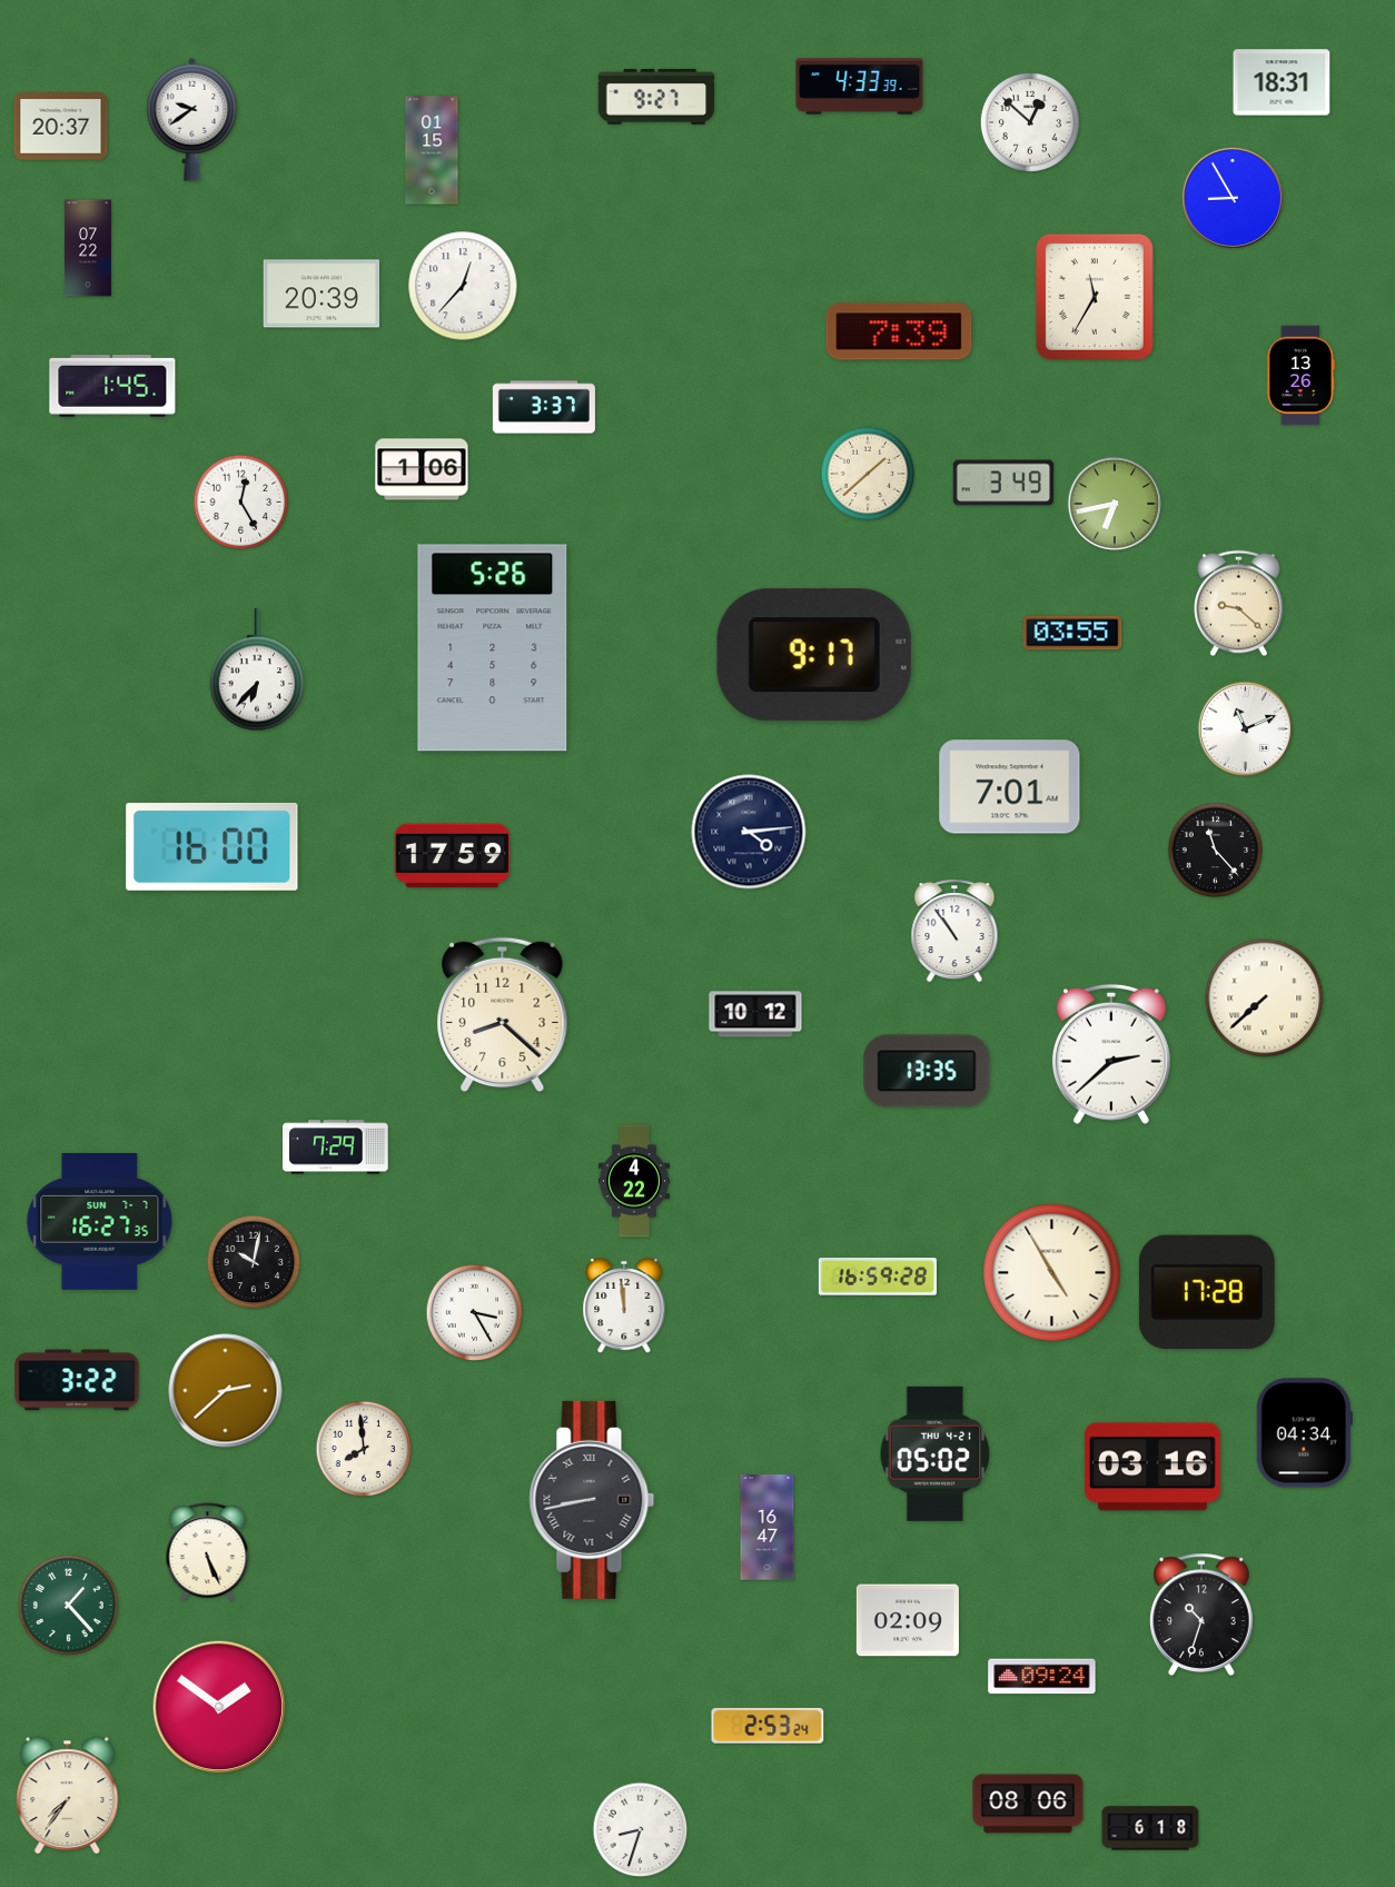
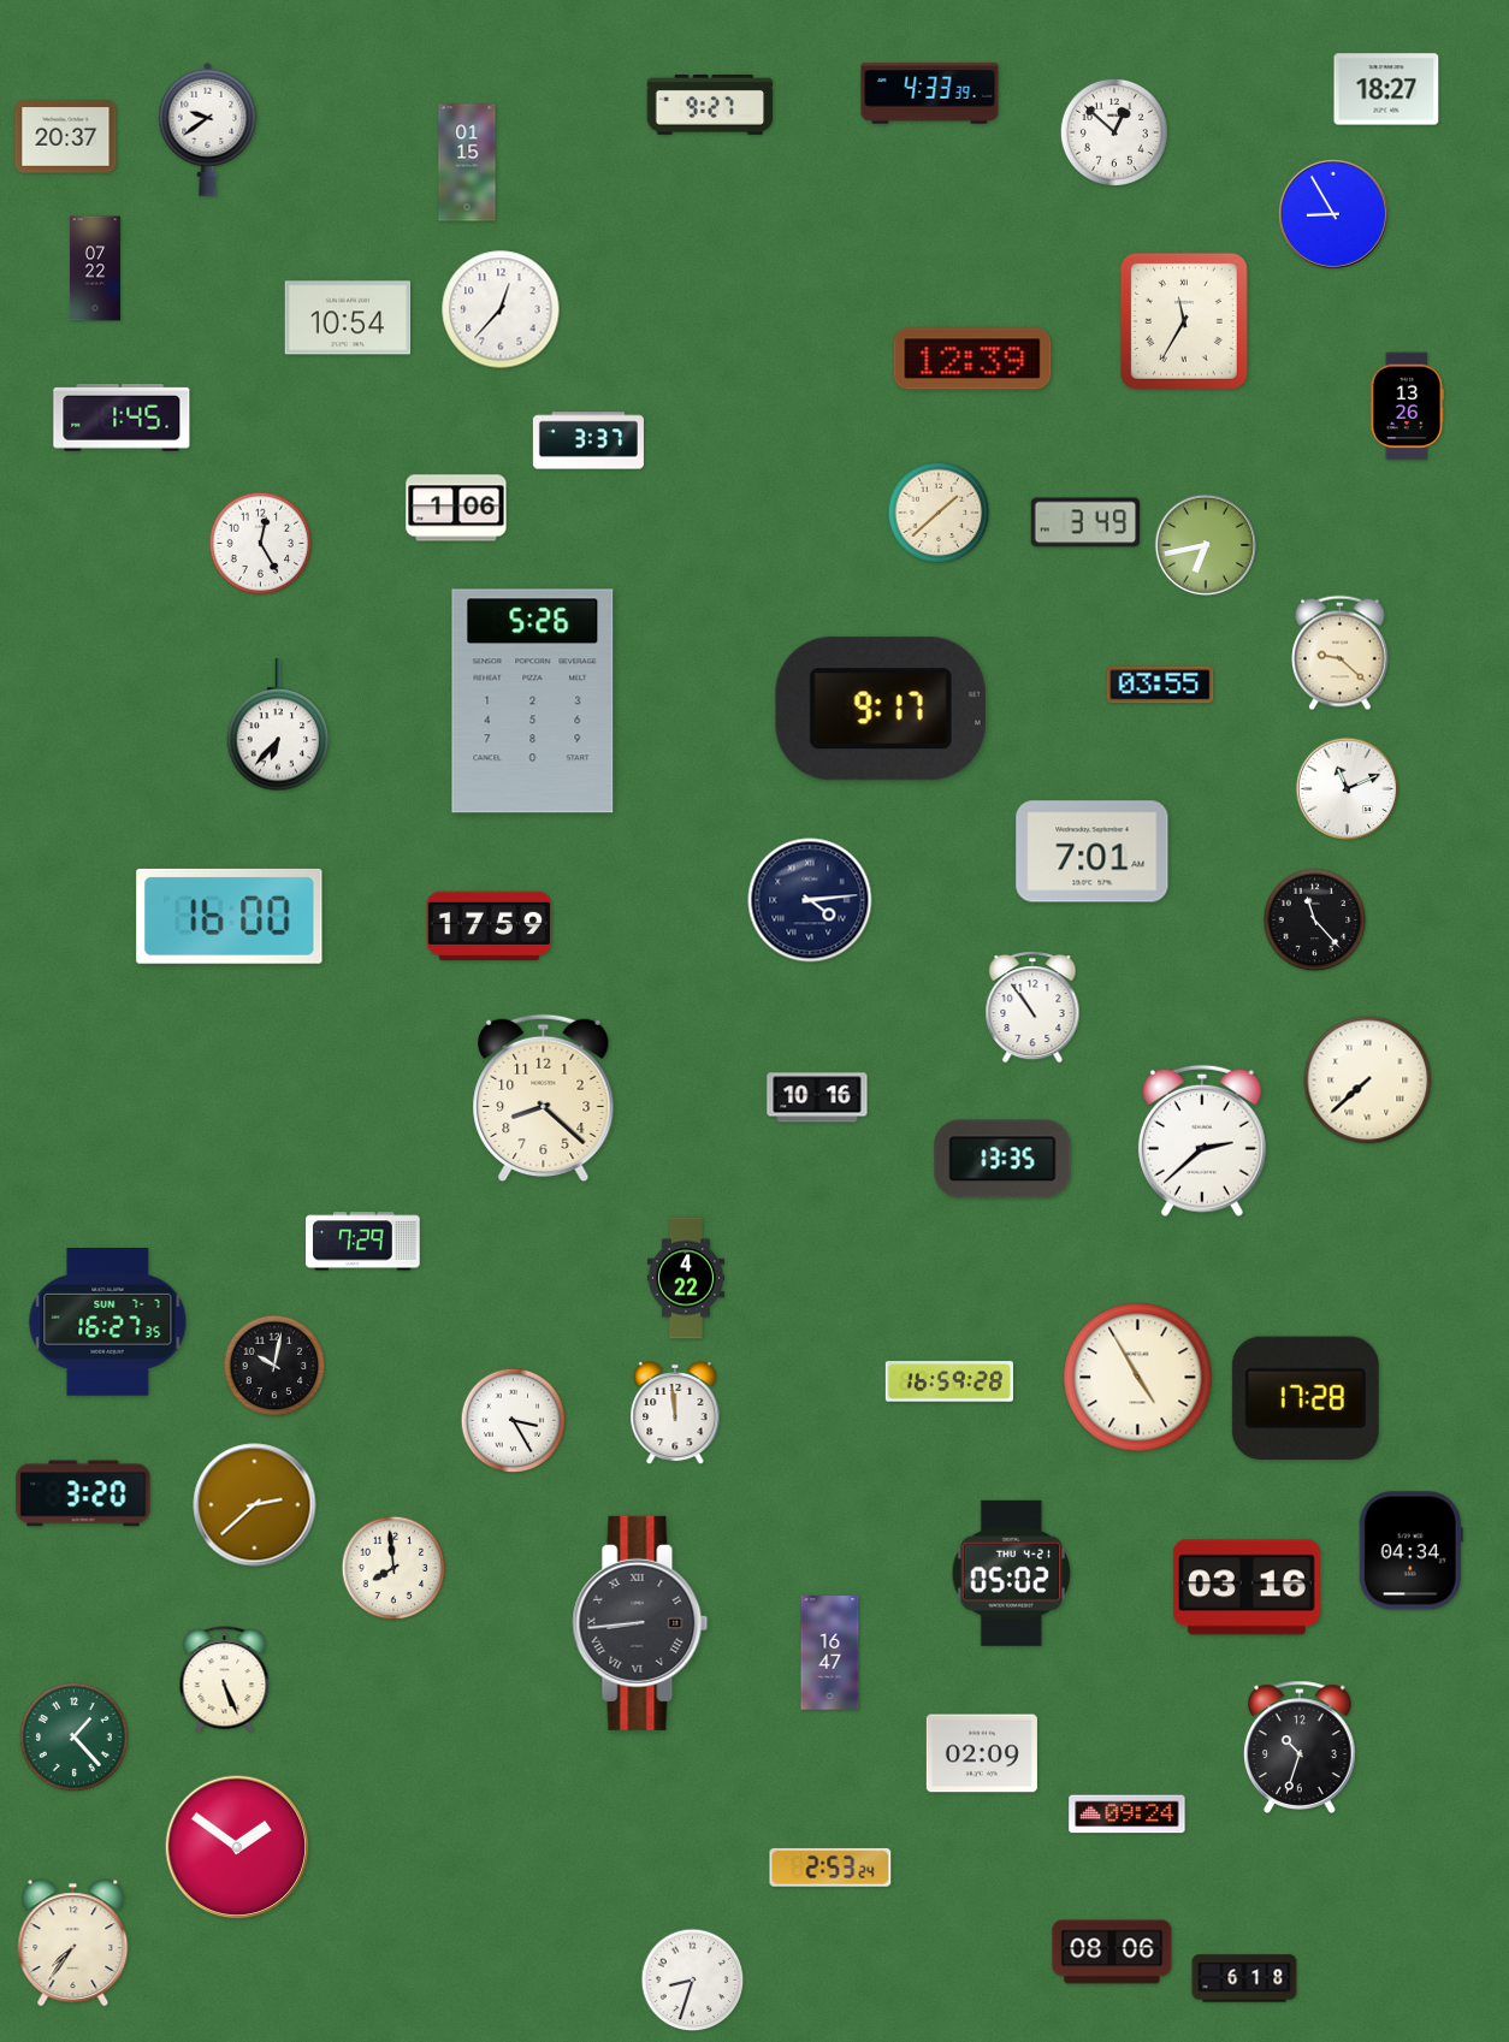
clock at (1282, 82): 18:31 -> 18:27
clock at (321, 294): 20:39 -> 10:54
clock at (899, 331): 7:39 -> 12:39
clock at (755, 1014): 10:12 -> 10:16
clock at (77, 1380): 3:22 -> 3:20
clock at (226, 1391) position: (226, 1391) -> (255, 1505)
clock at (592, 1500): 8:43 -> 8:44
